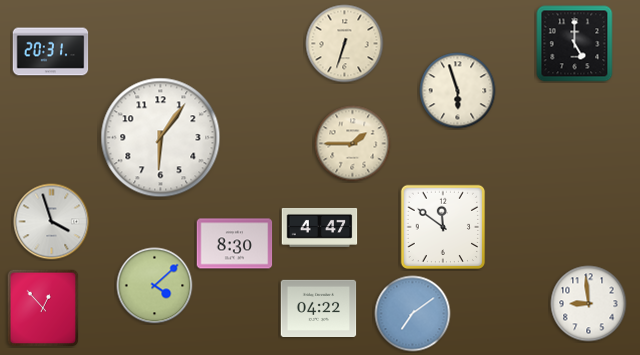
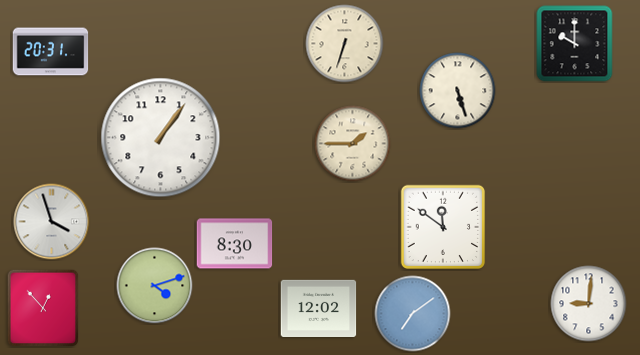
clock at (575, 44): 5:00 -> 10:00
clock at (458, 91): 5:57 -> 5:27
clock at (161, 138): 6:06 -> 1:06
clock at (320, 227): 4:47 -> none
clock at (155, 286): 4:08 -> 4:12
clock at (589, 304): 8:59 -> 9:01
clock at (319, 308): 04:22 -> 12:02
